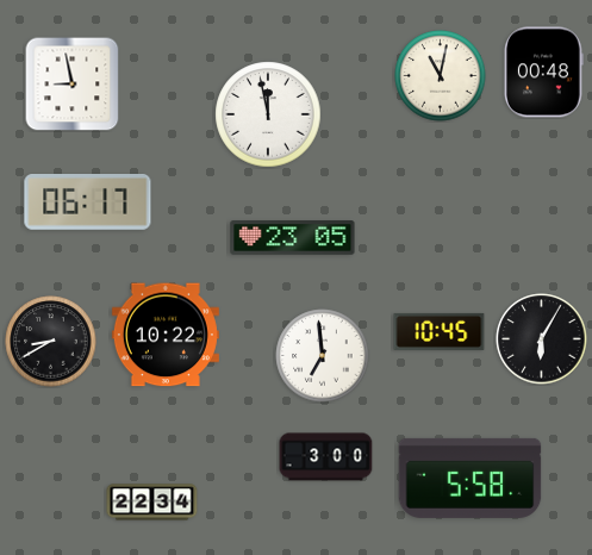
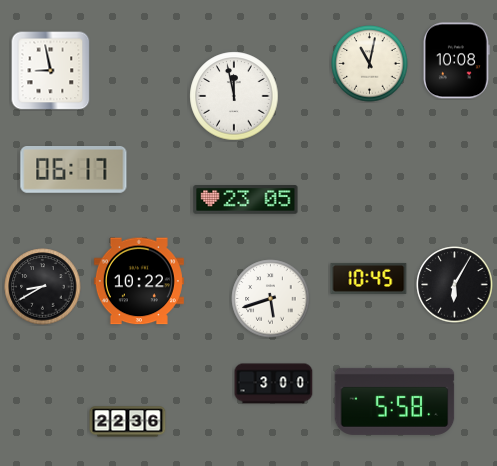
clock at (543, 73): 00:48 -> 10:08
clock at (71, 83) position: (71, 83) -> (50, 70)
clock at (268, 114) position: (268, 114) -> (234, 96)
clock at (323, 356): 6:59 -> 5:42
clock at (152, 503): 22:34 -> 22:36
